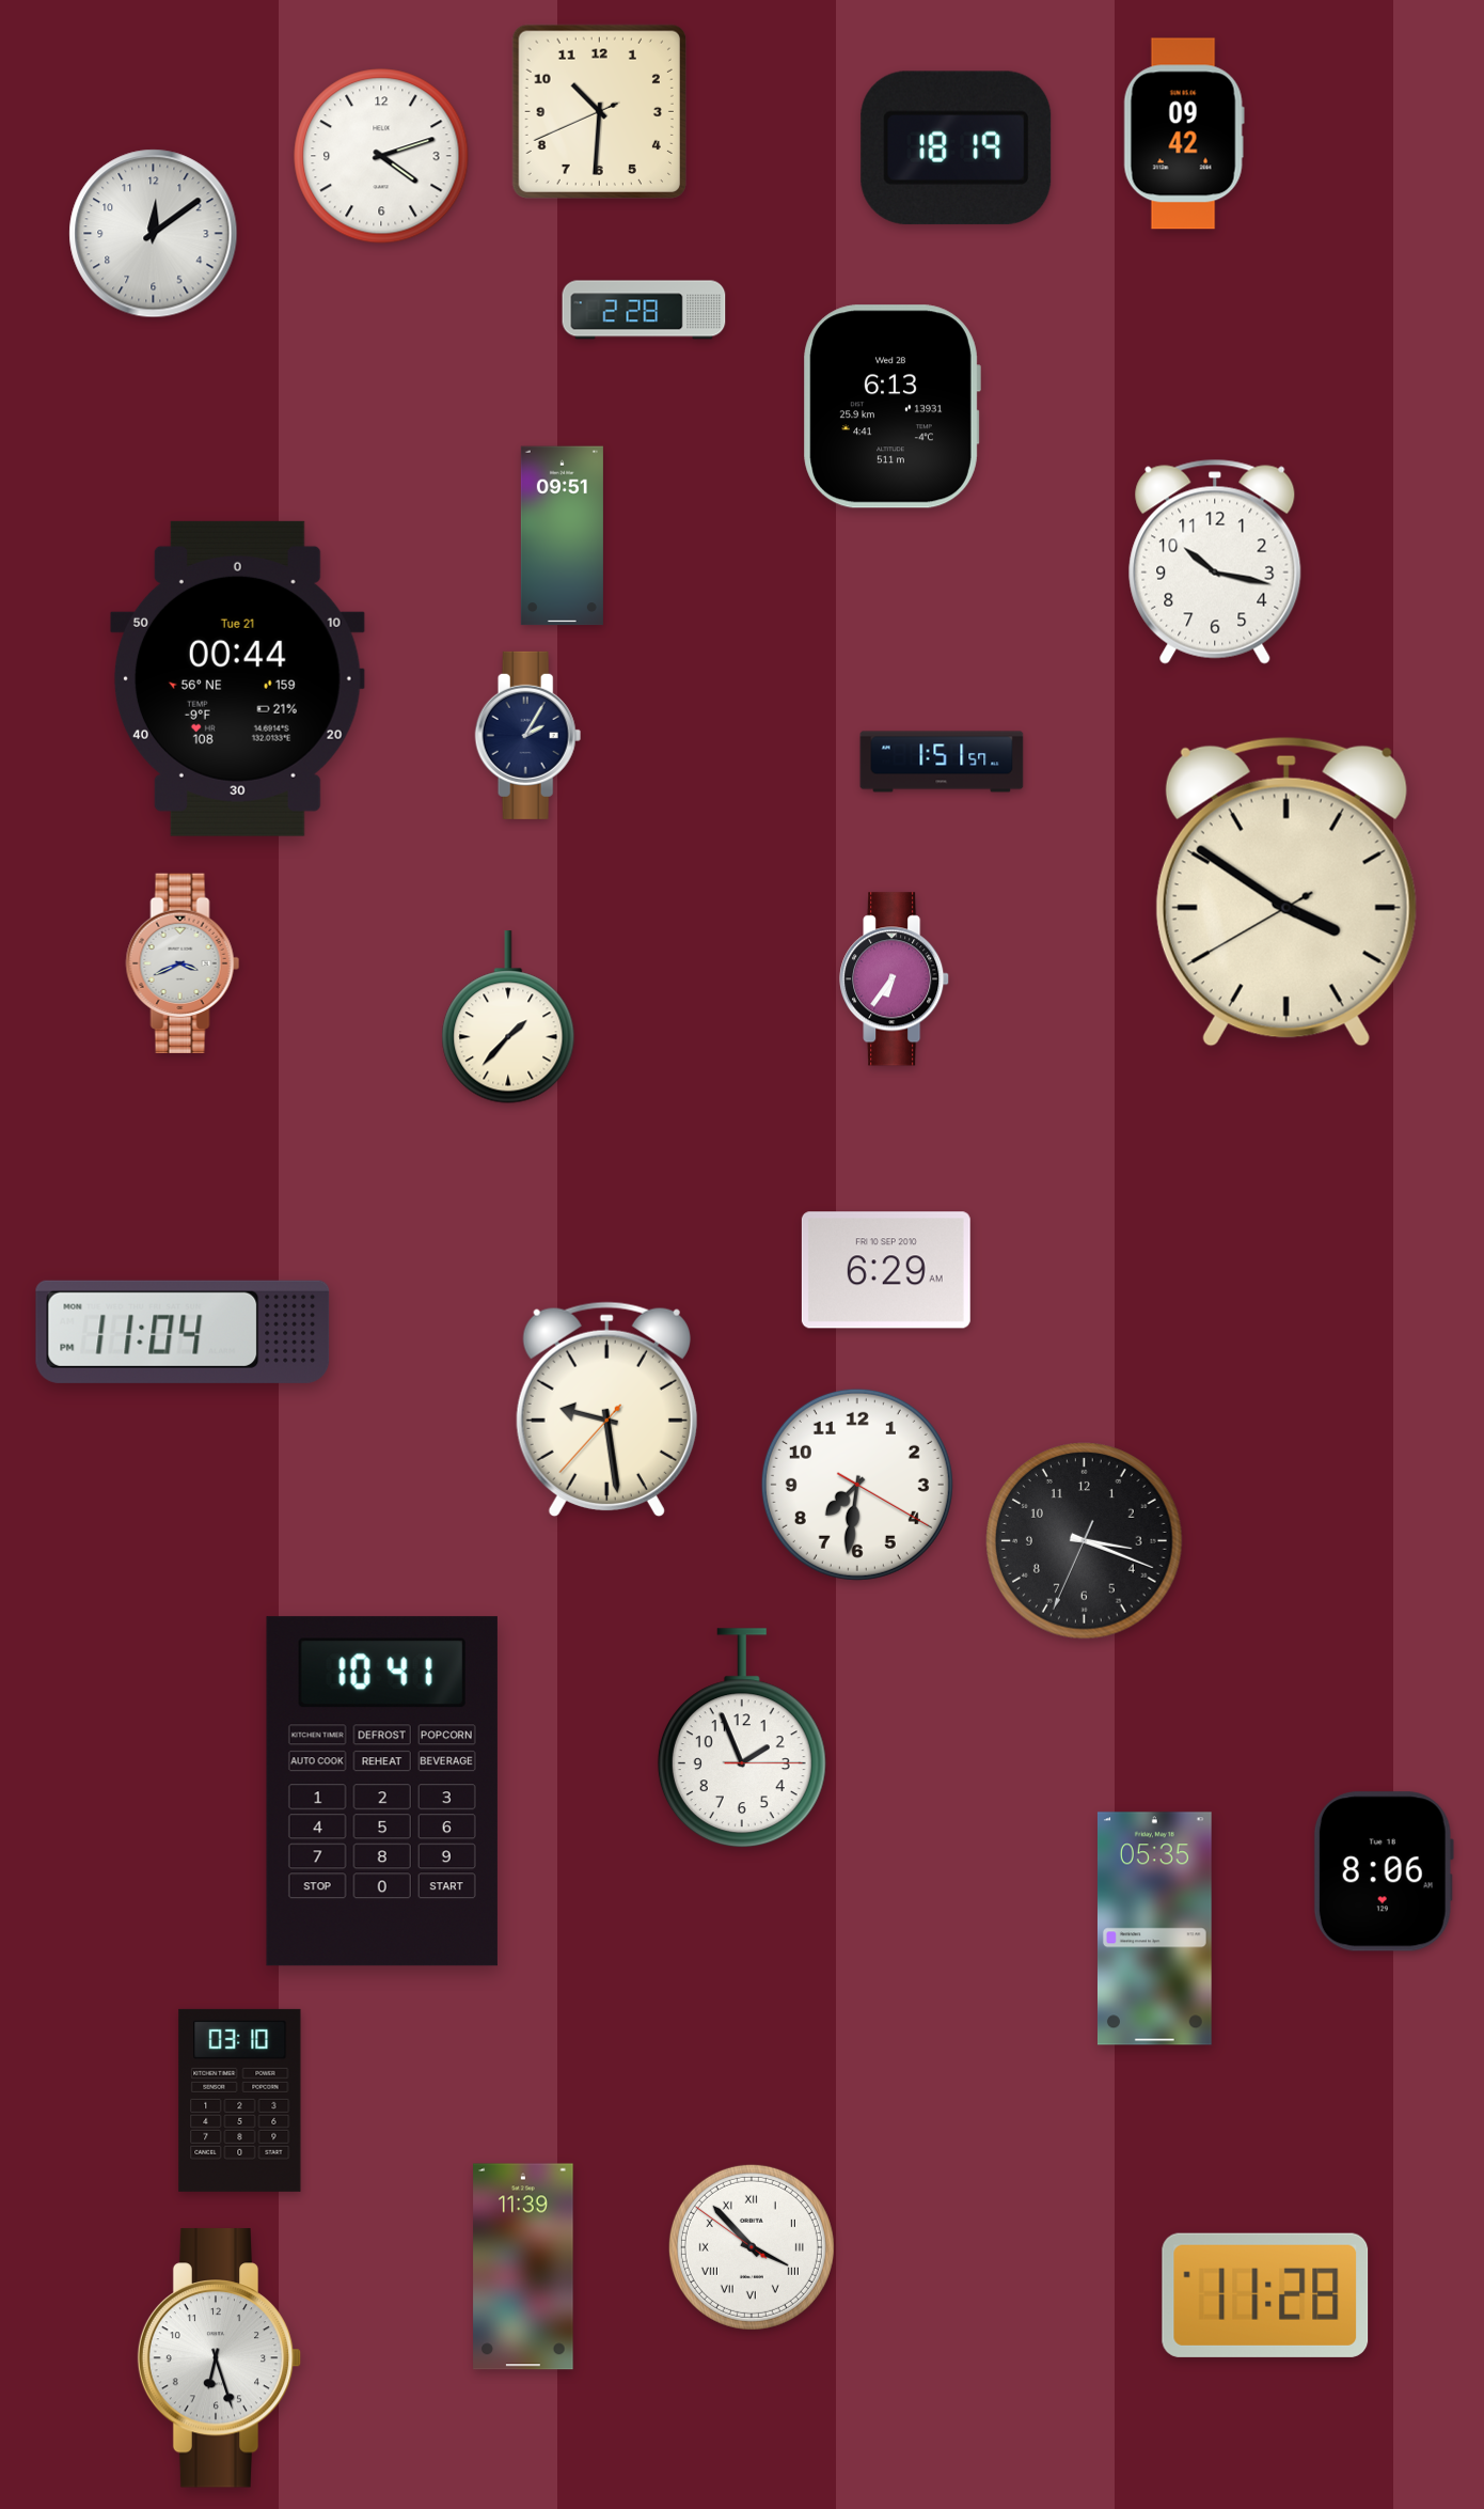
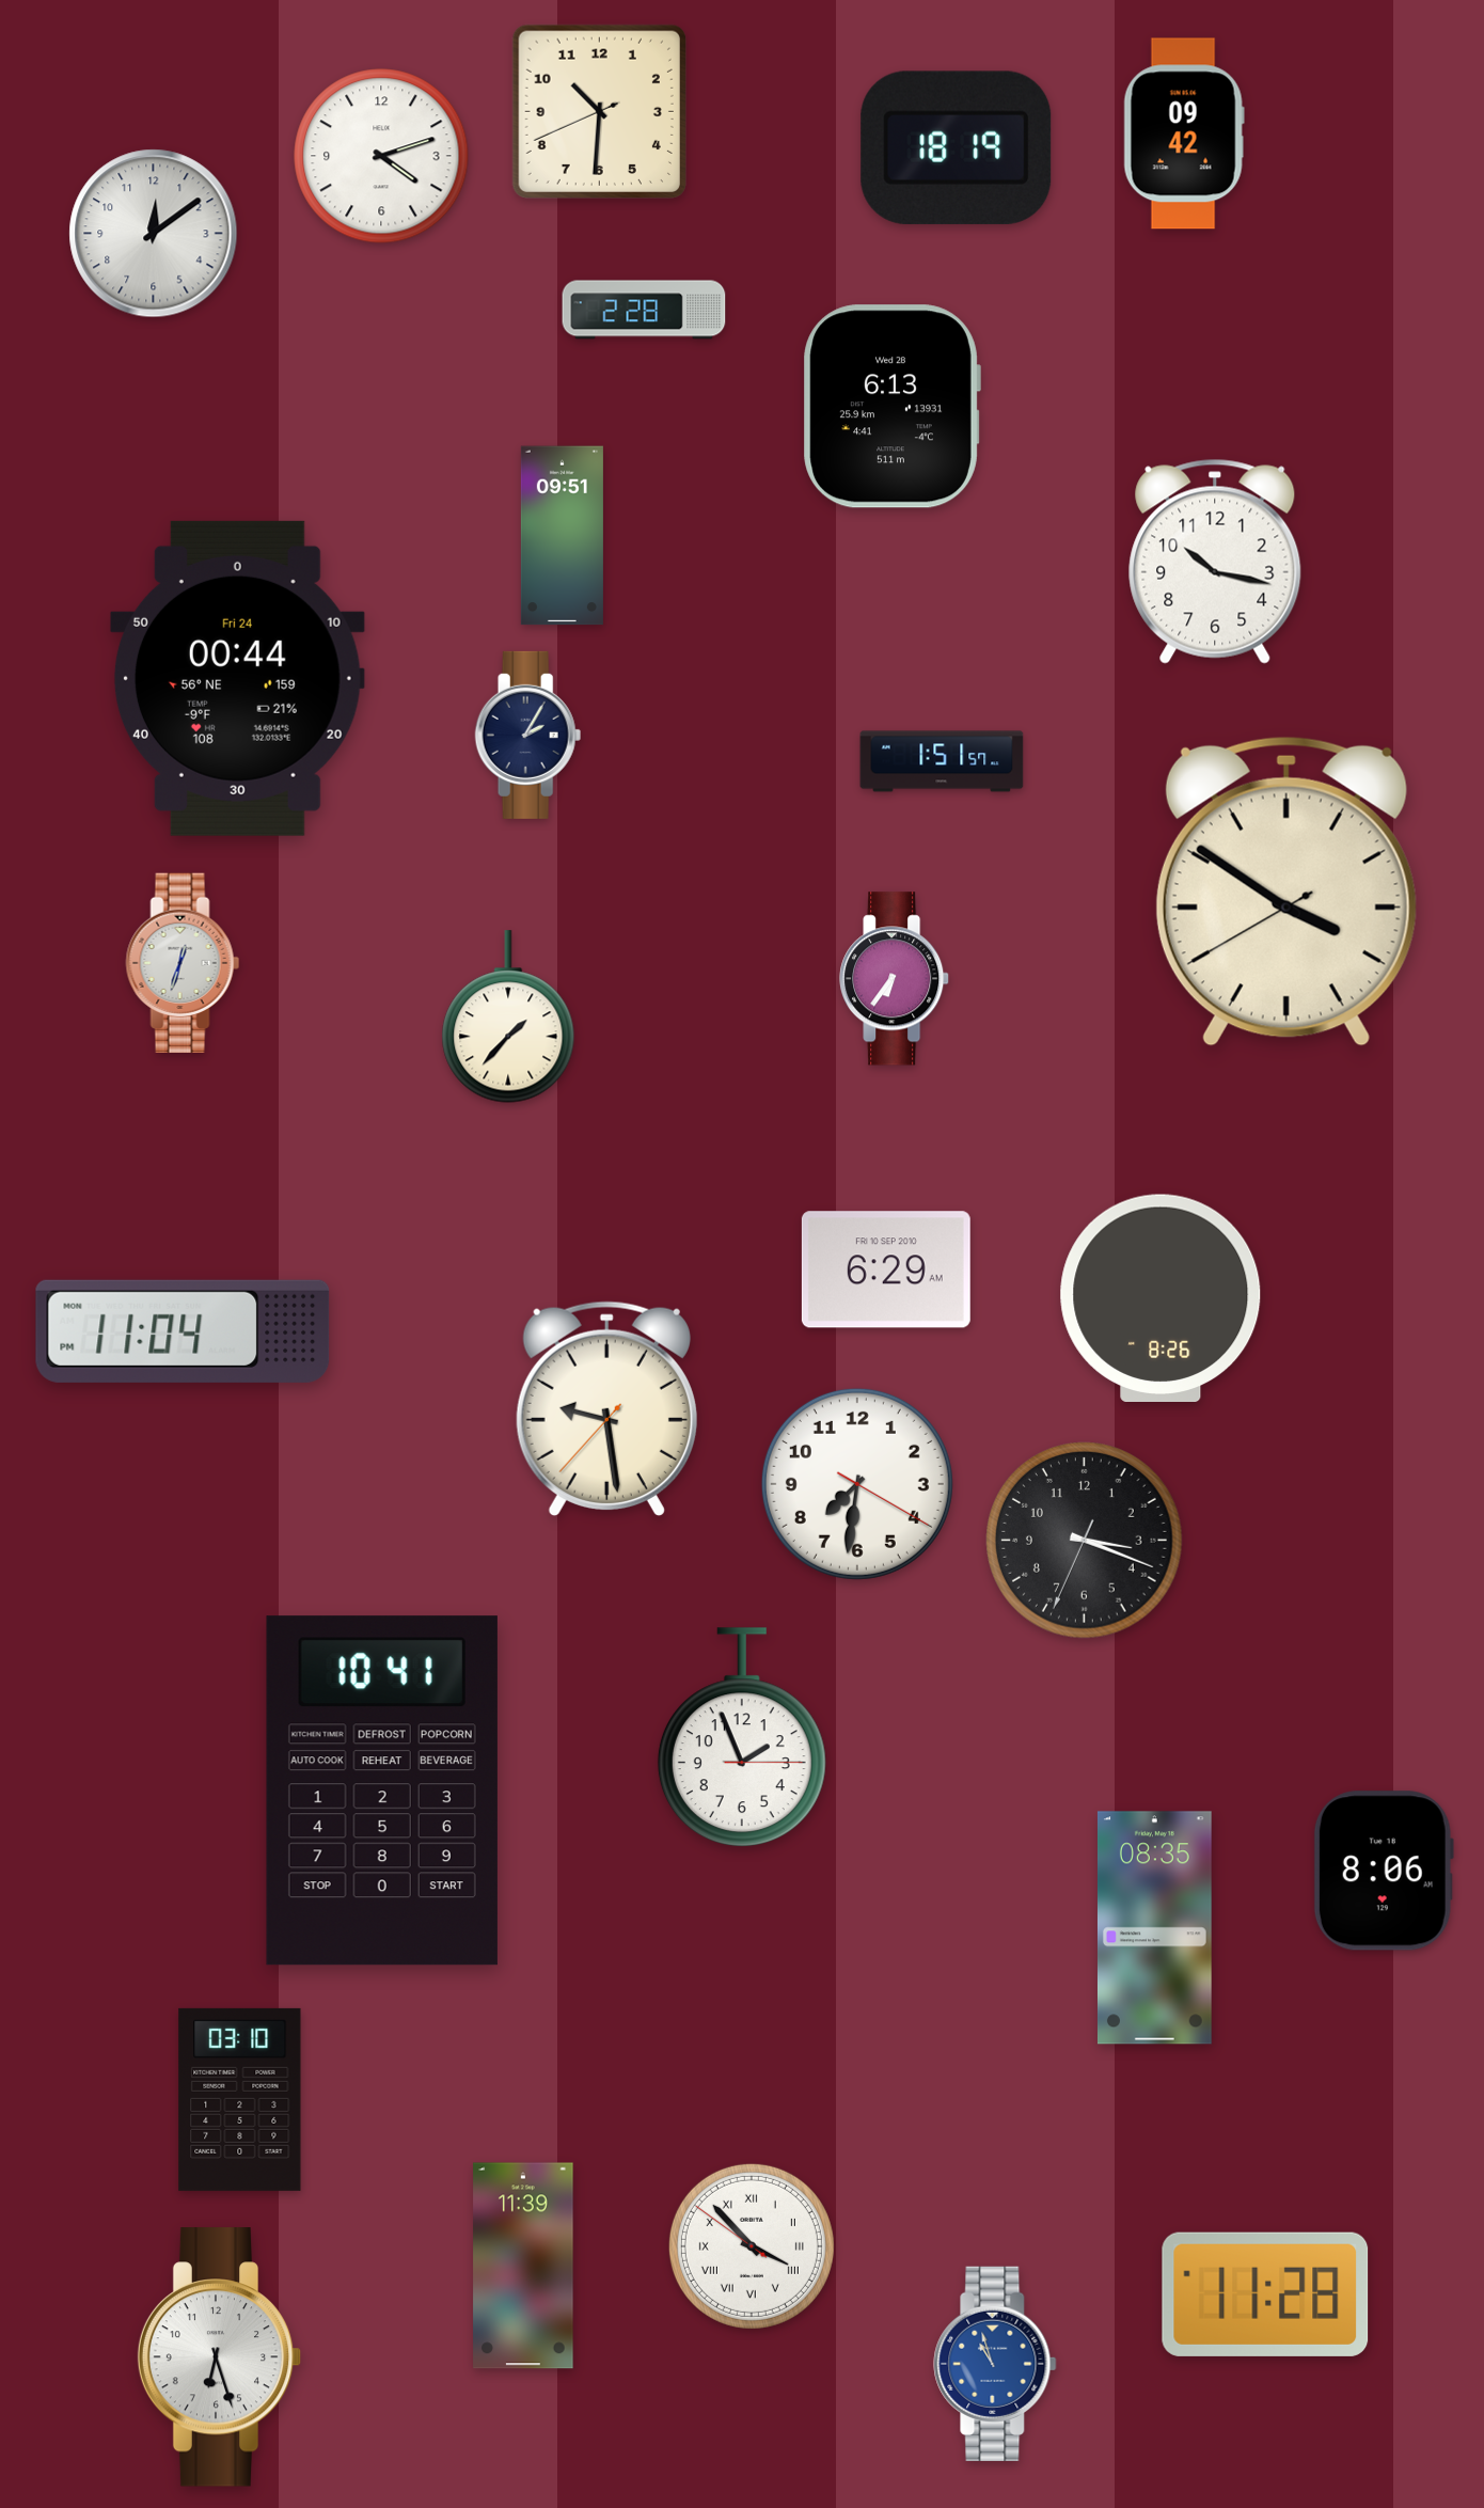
clock at (237, 678) date: Tue 21 -> Fri 24
clock at (183, 962): 3:41 -> 12:33
clock at (1161, 1297): none -> 8:26
clock at (1154, 1929): 05:35 -> 08:35
clock at (995, 2364): none -> 10:57
